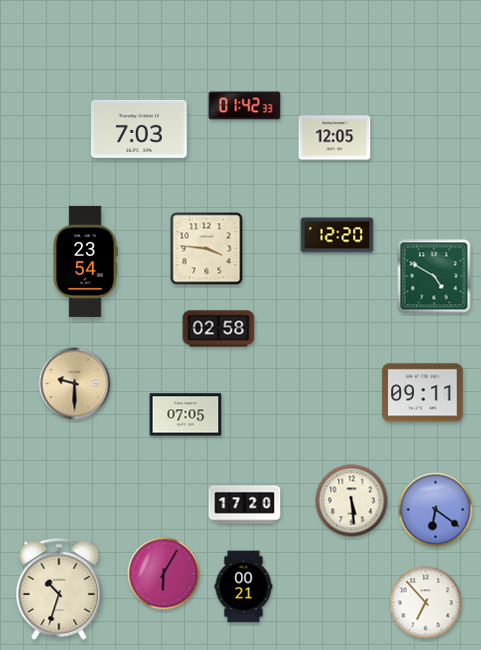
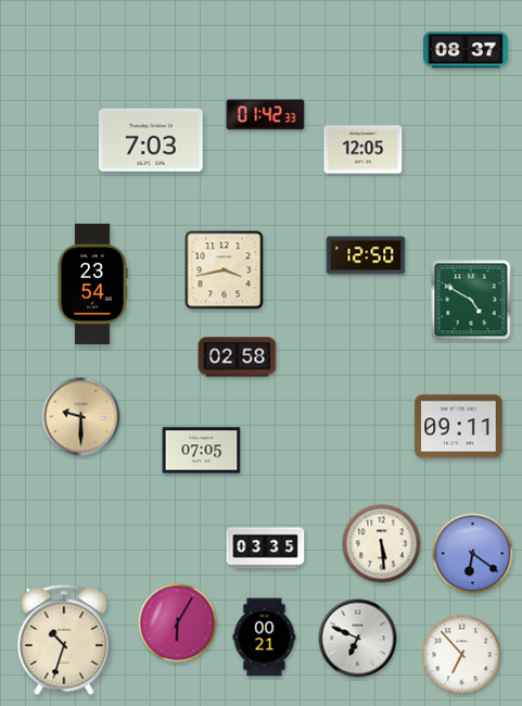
clock at (466, 50): none -> 08:37
clock at (337, 235): 12:20 -> 12:50
clock at (207, 249): 3:46 -> 3:43
clock at (245, 505): 17:20 -> 03:35
clock at (358, 639): none -> 6:49
